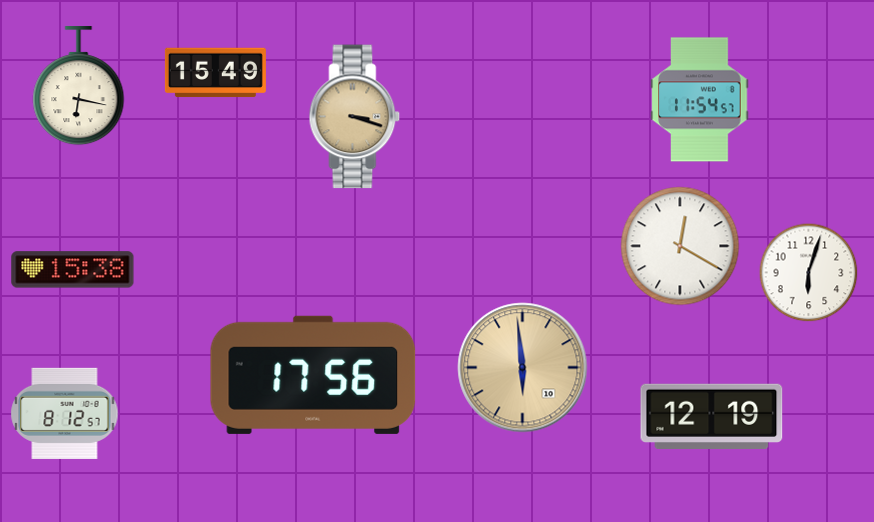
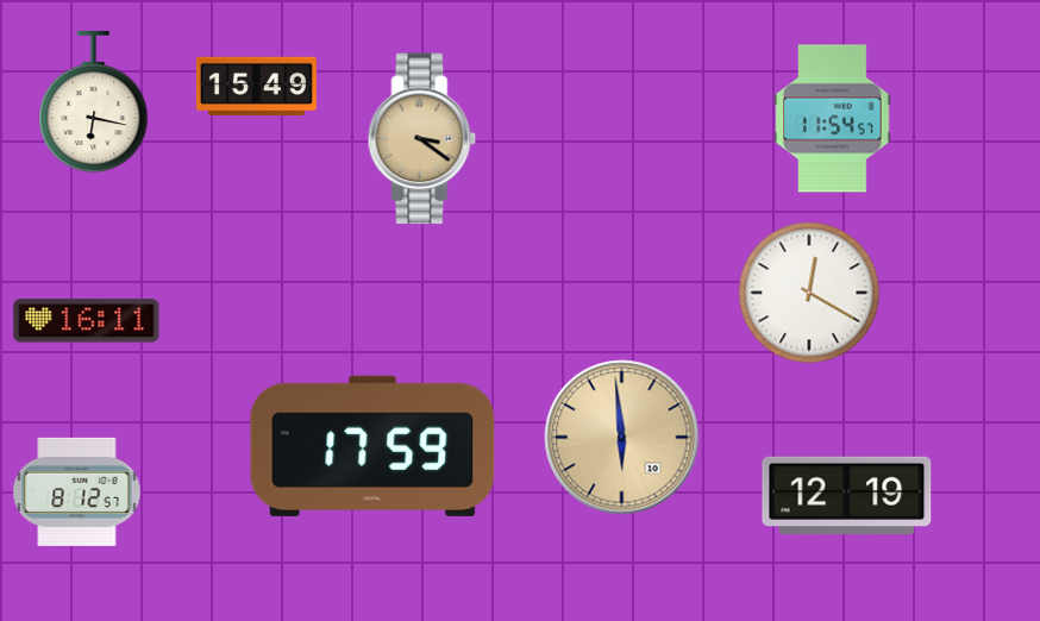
clock at (355, 117): 3:18 -> 3:21
clock at (73, 270): 15:38 -> 16:11
clock at (809, 273): 6:03 -> none
clock at (313, 375): 17:56 -> 17:59
